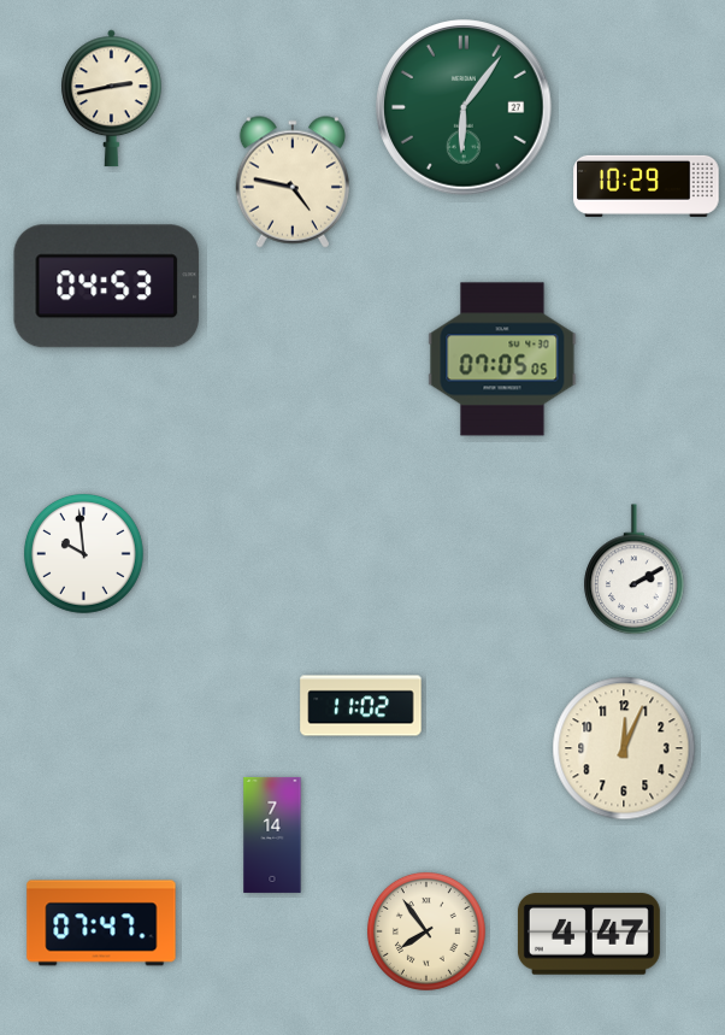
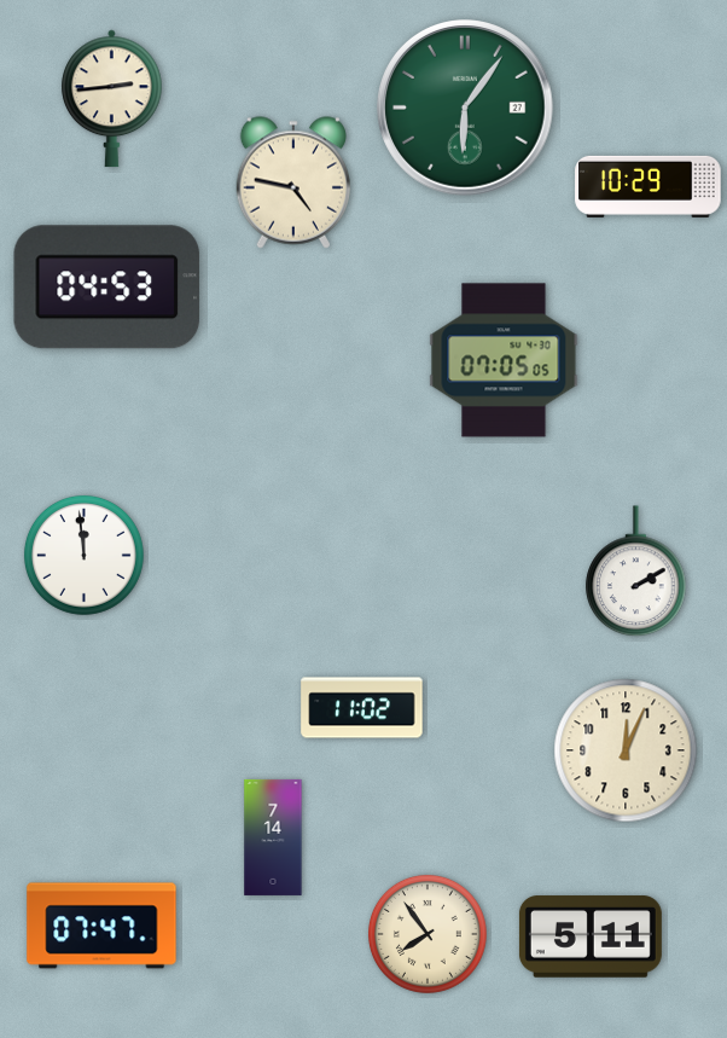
clock at (112, 99): 2:43 -> 2:44
clock at (83, 553): 9:59 -> 11:59
clock at (589, 934): 4:47 -> 5:11
